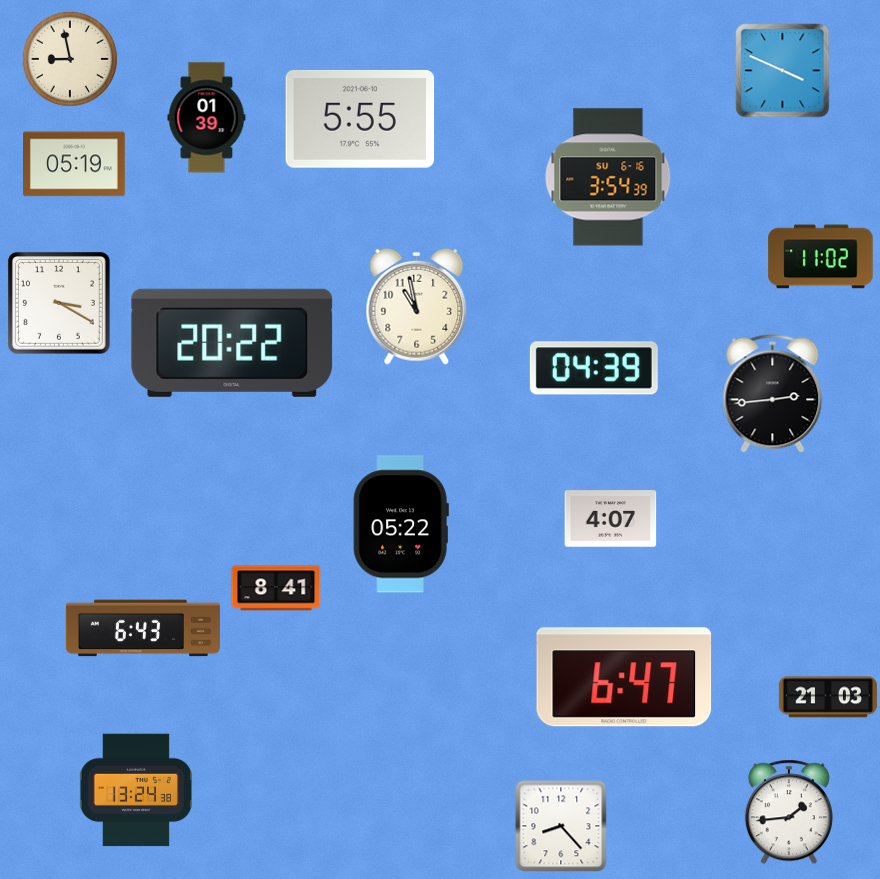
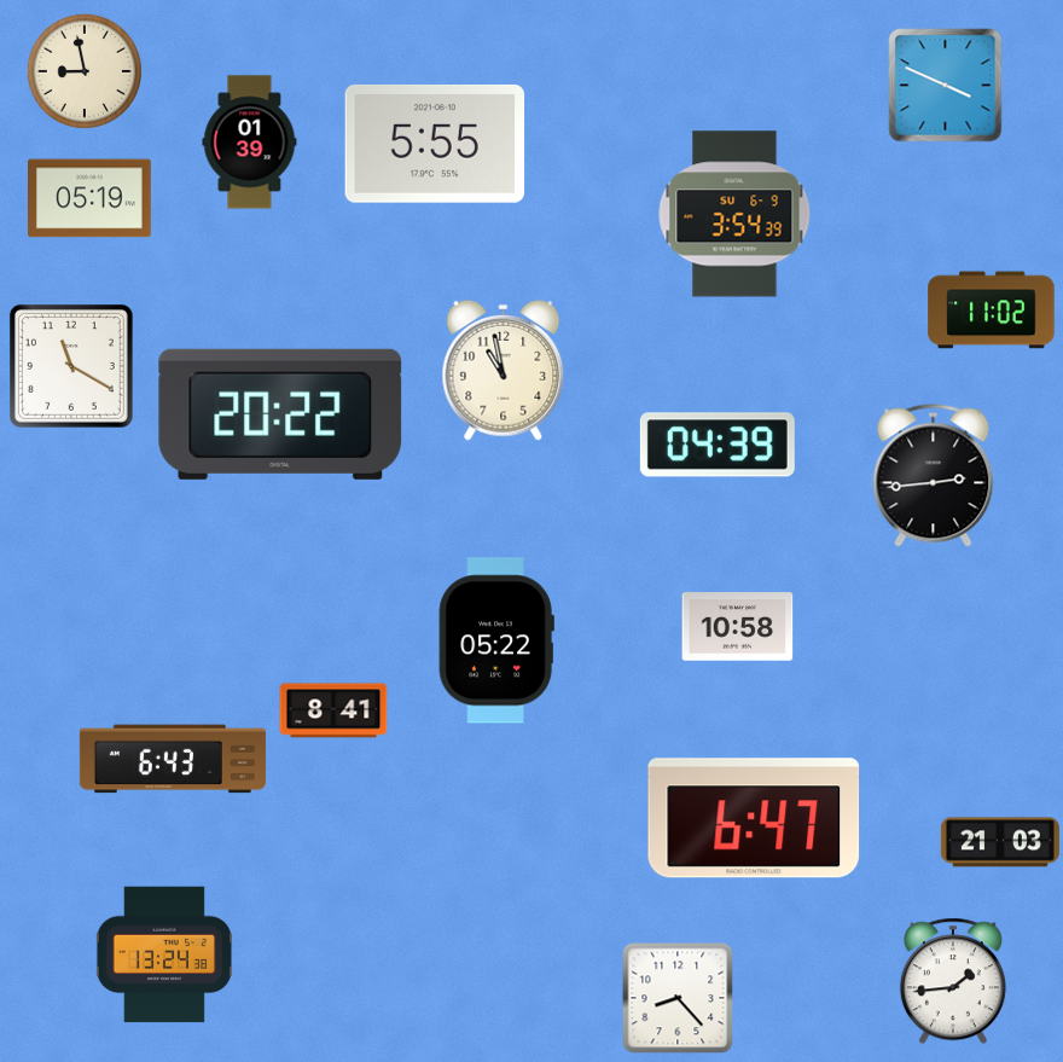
clock at (608, 177) date: SU 6-16 -> SU 6-9
clock at (59, 303): 3:20 -> 11:20
clock at (611, 519): 4:07 -> 10:58
clock at (401, 524) position: (401, 524) -> (496, 640)
